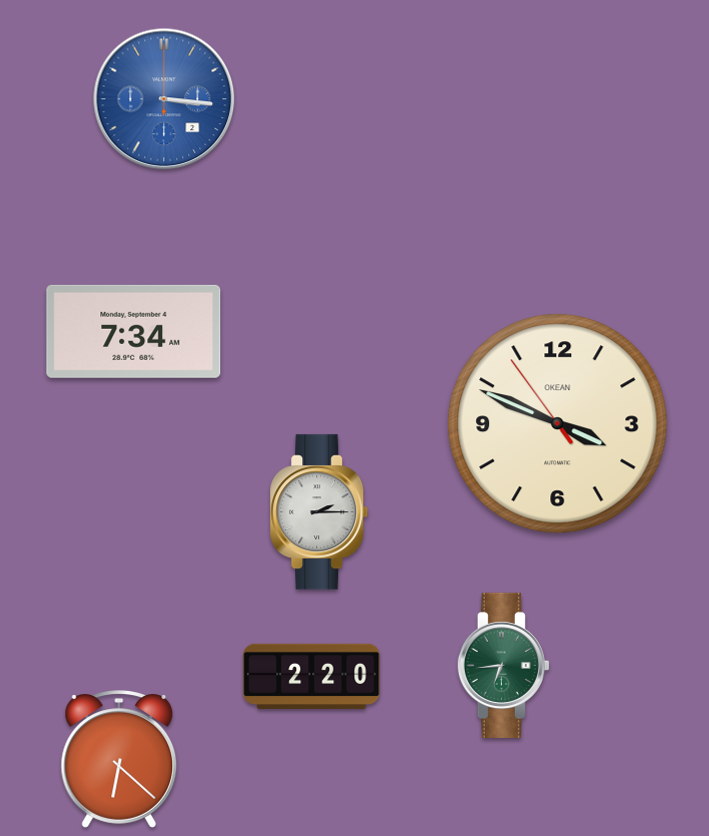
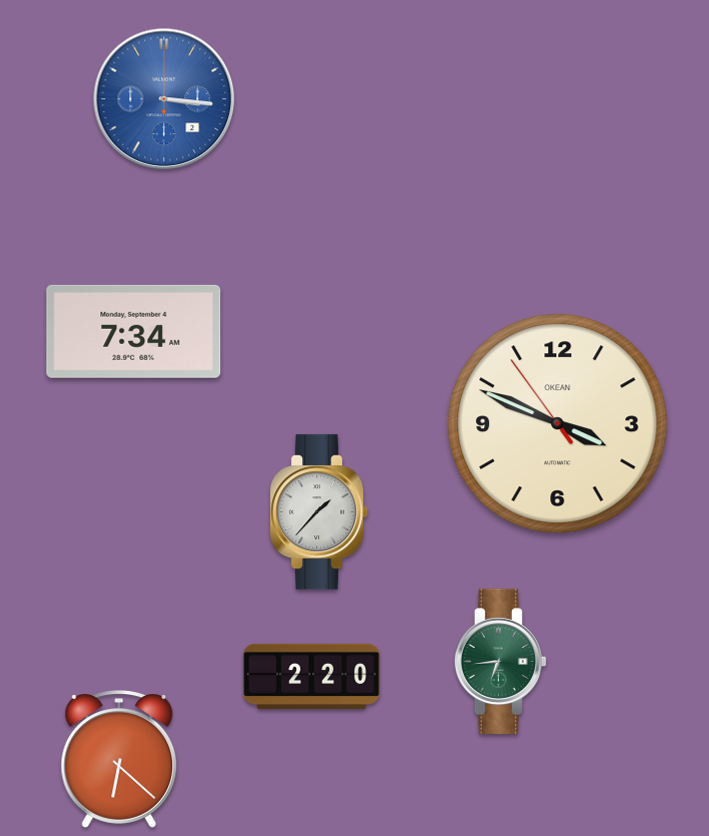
clock at (319, 512): 2:15 -> 1:37
clock at (503, 665) position: (503, 665) -> (500, 661)
